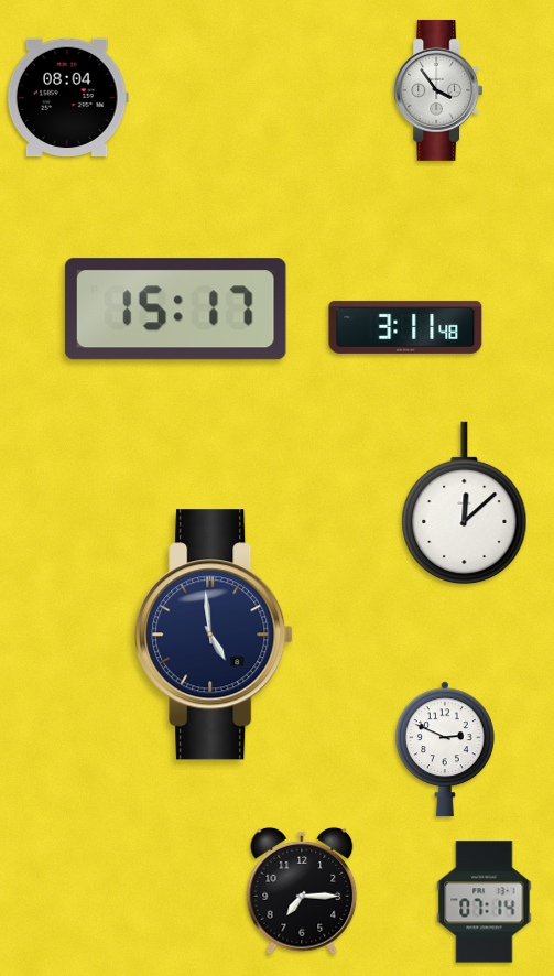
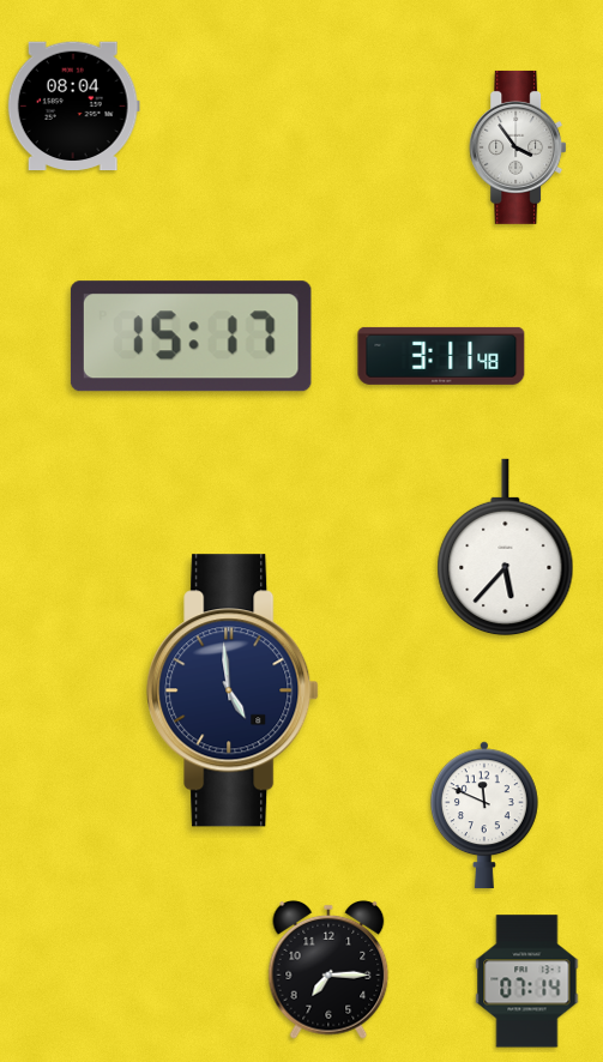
clock at (438, 90) position: (438, 90) -> (518, 147)
clock at (465, 503): 12:08 -> 5:37
clock at (445, 749): 2:49 -> 11:49
